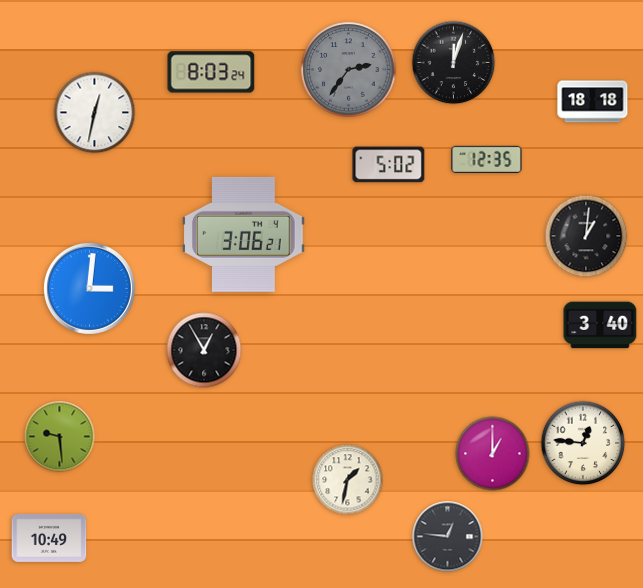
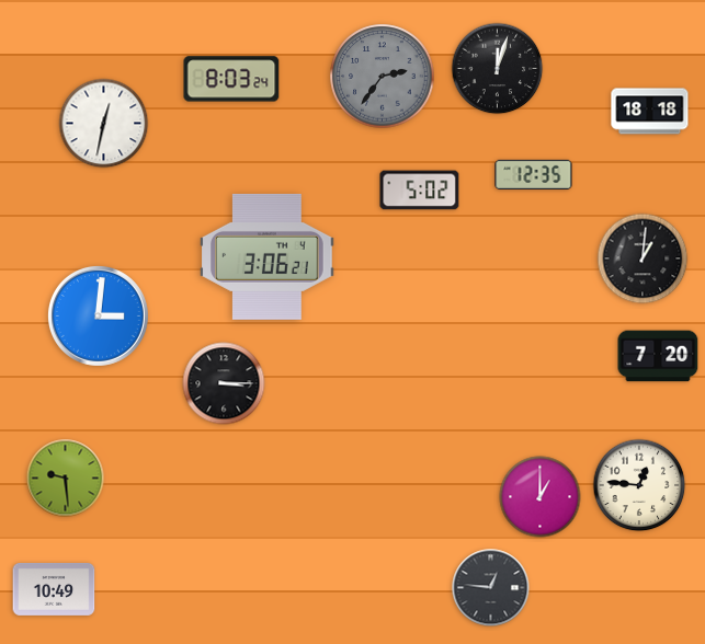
clock at (389, 165) position: (389, 165) -> (420, 191)
clock at (600, 325): 3:40 -> 7:20
clock at (204, 350): 12:55 -> 3:15
clock at (348, 480): 1:32 -> none
